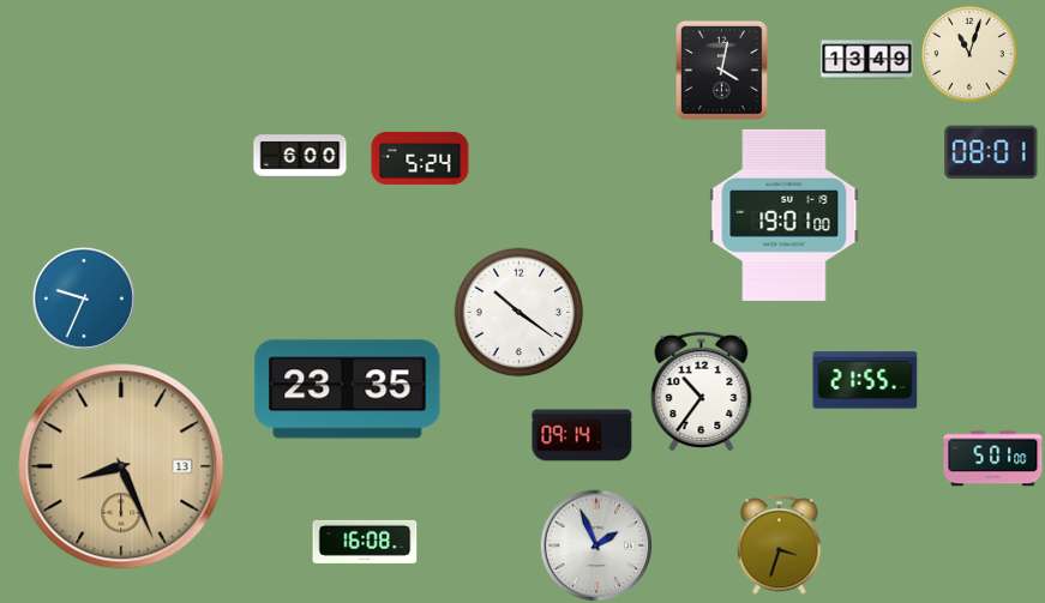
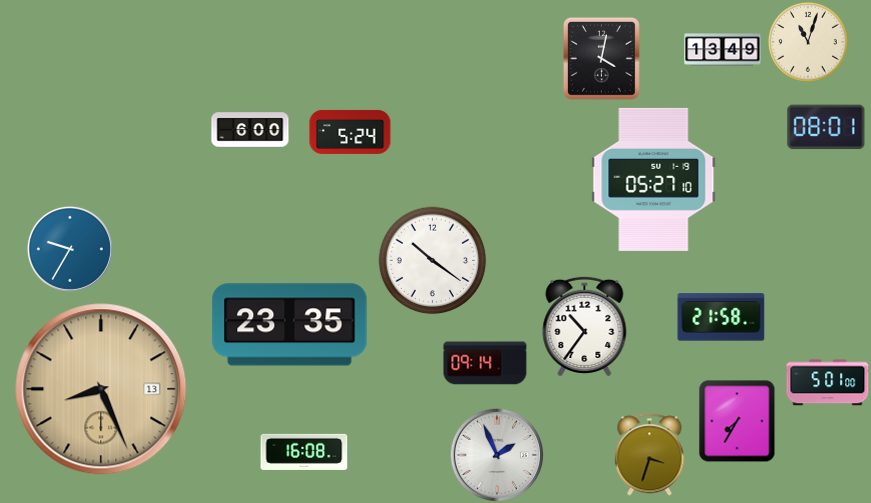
clock at (969, 54) position: (969, 54) -> (808, 42)
clock at (785, 215): 19:01 -> 05:27
clock at (84, 299): 9:34 -> 9:35
clock at (865, 380): 21:55 -> 21:58
clock at (737, 421): none -> 7:35
